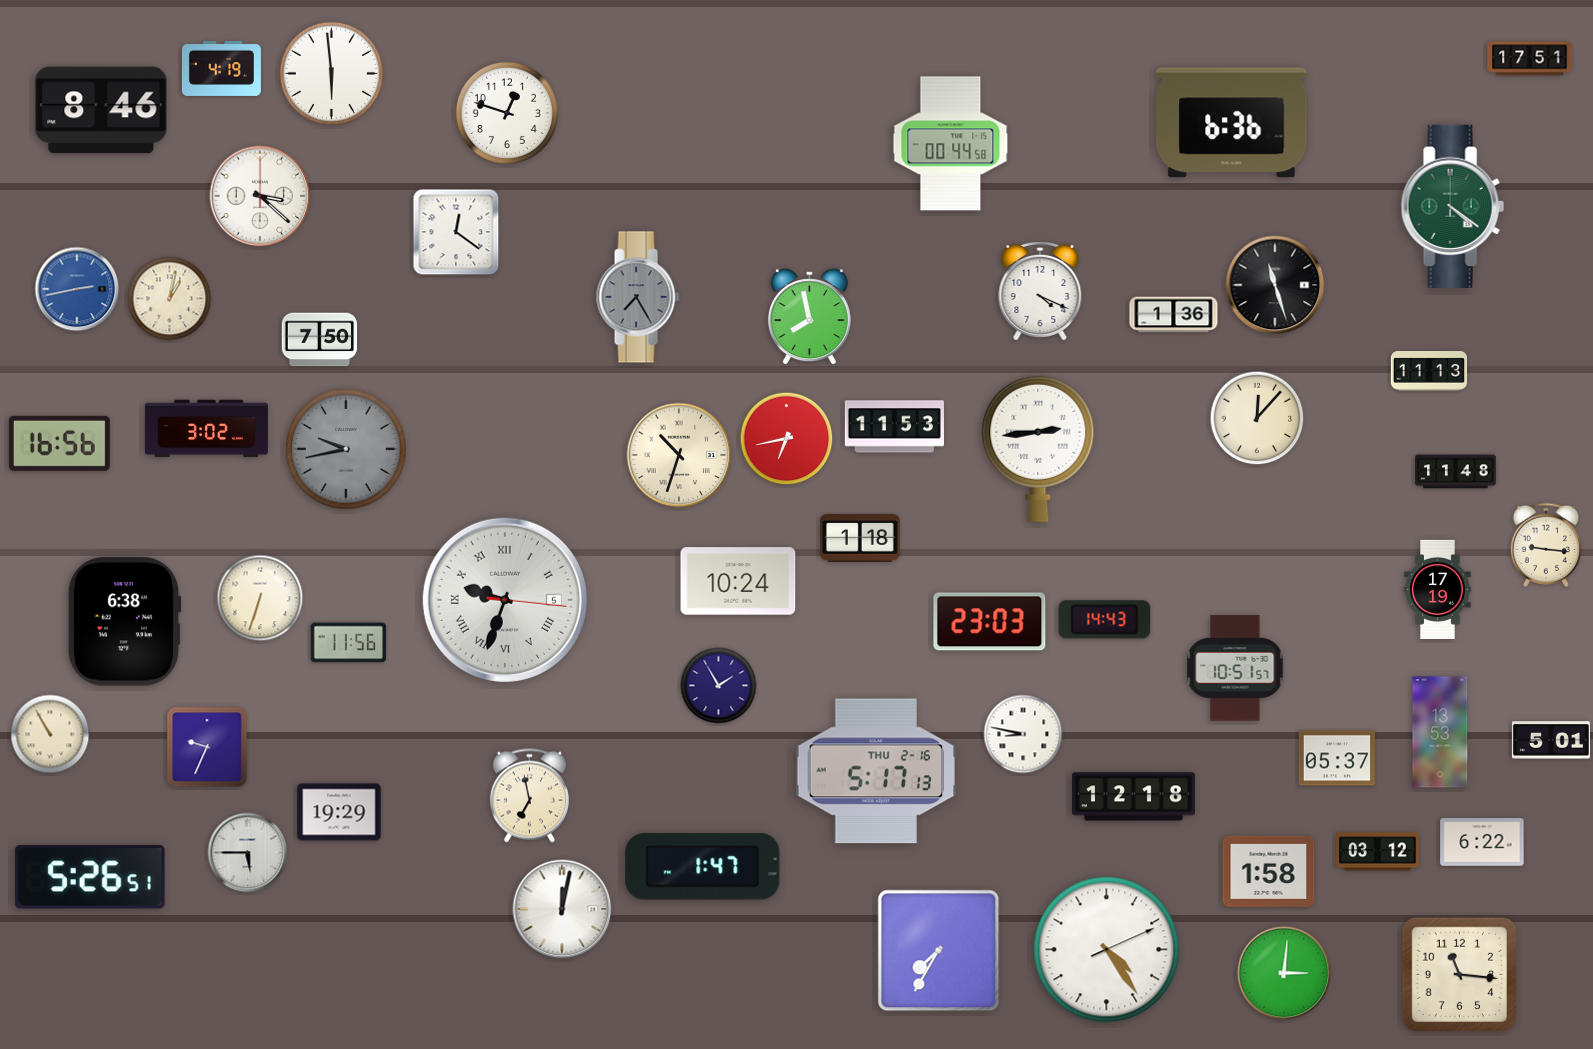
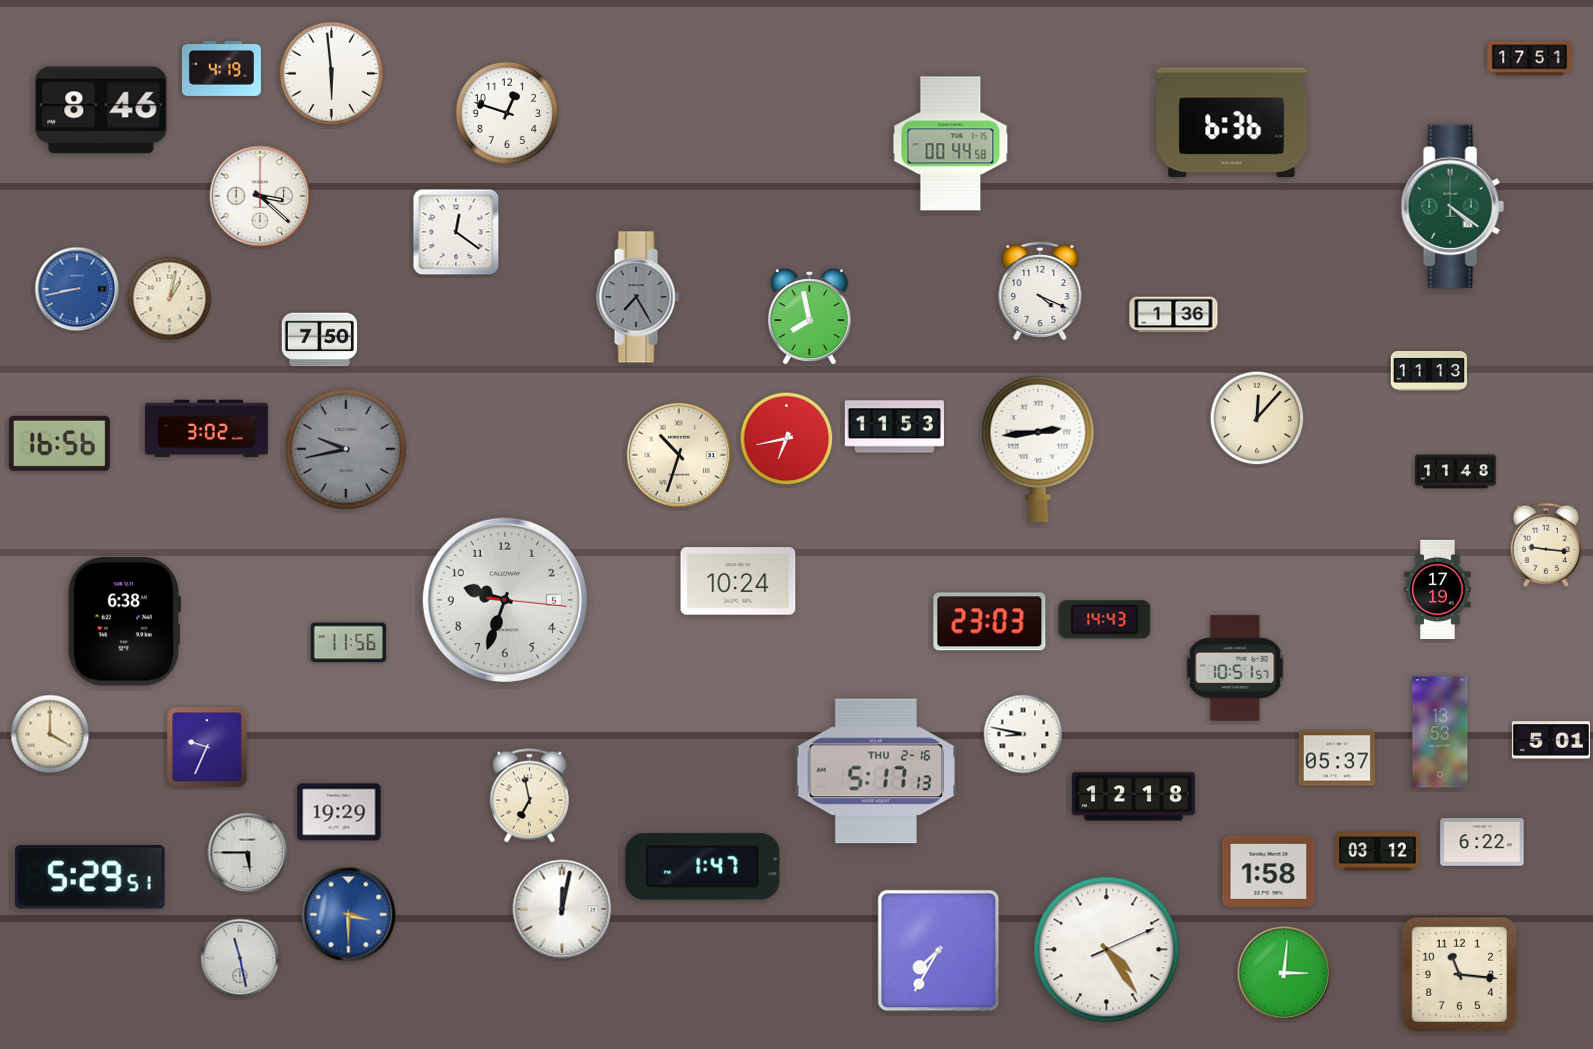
clock at (1275, 285): 11:27 -> none
clock at (77, 289): 2:43 -> 8:43
clock at (860, 538): 1:18 -> none
clock at (260, 598): 6:33 -> none
clock at (505, 600) numerals: Roman -> Arabic
clock at (719, 686): 1:55 -> none
clock at (50, 734): 10:55 -> 4:00
clock at (91, 877): 5:26 -> 5:29
clock at (349, 915): none -> 3:30
clock at (240, 958): none -> 11:28
